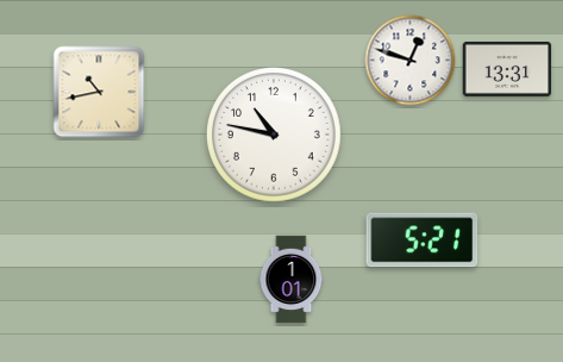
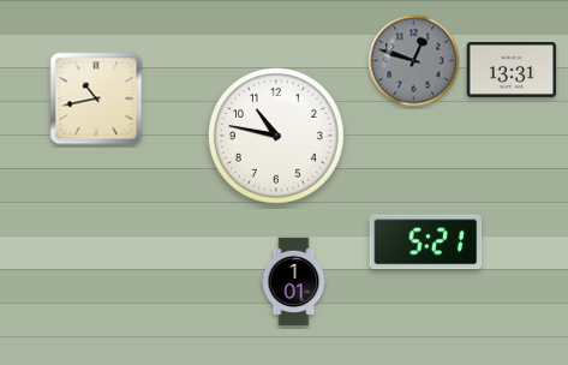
clock at (411, 61) dial: white -> grey
clock at (99, 92) position: (99, 92) -> (96, 98)
